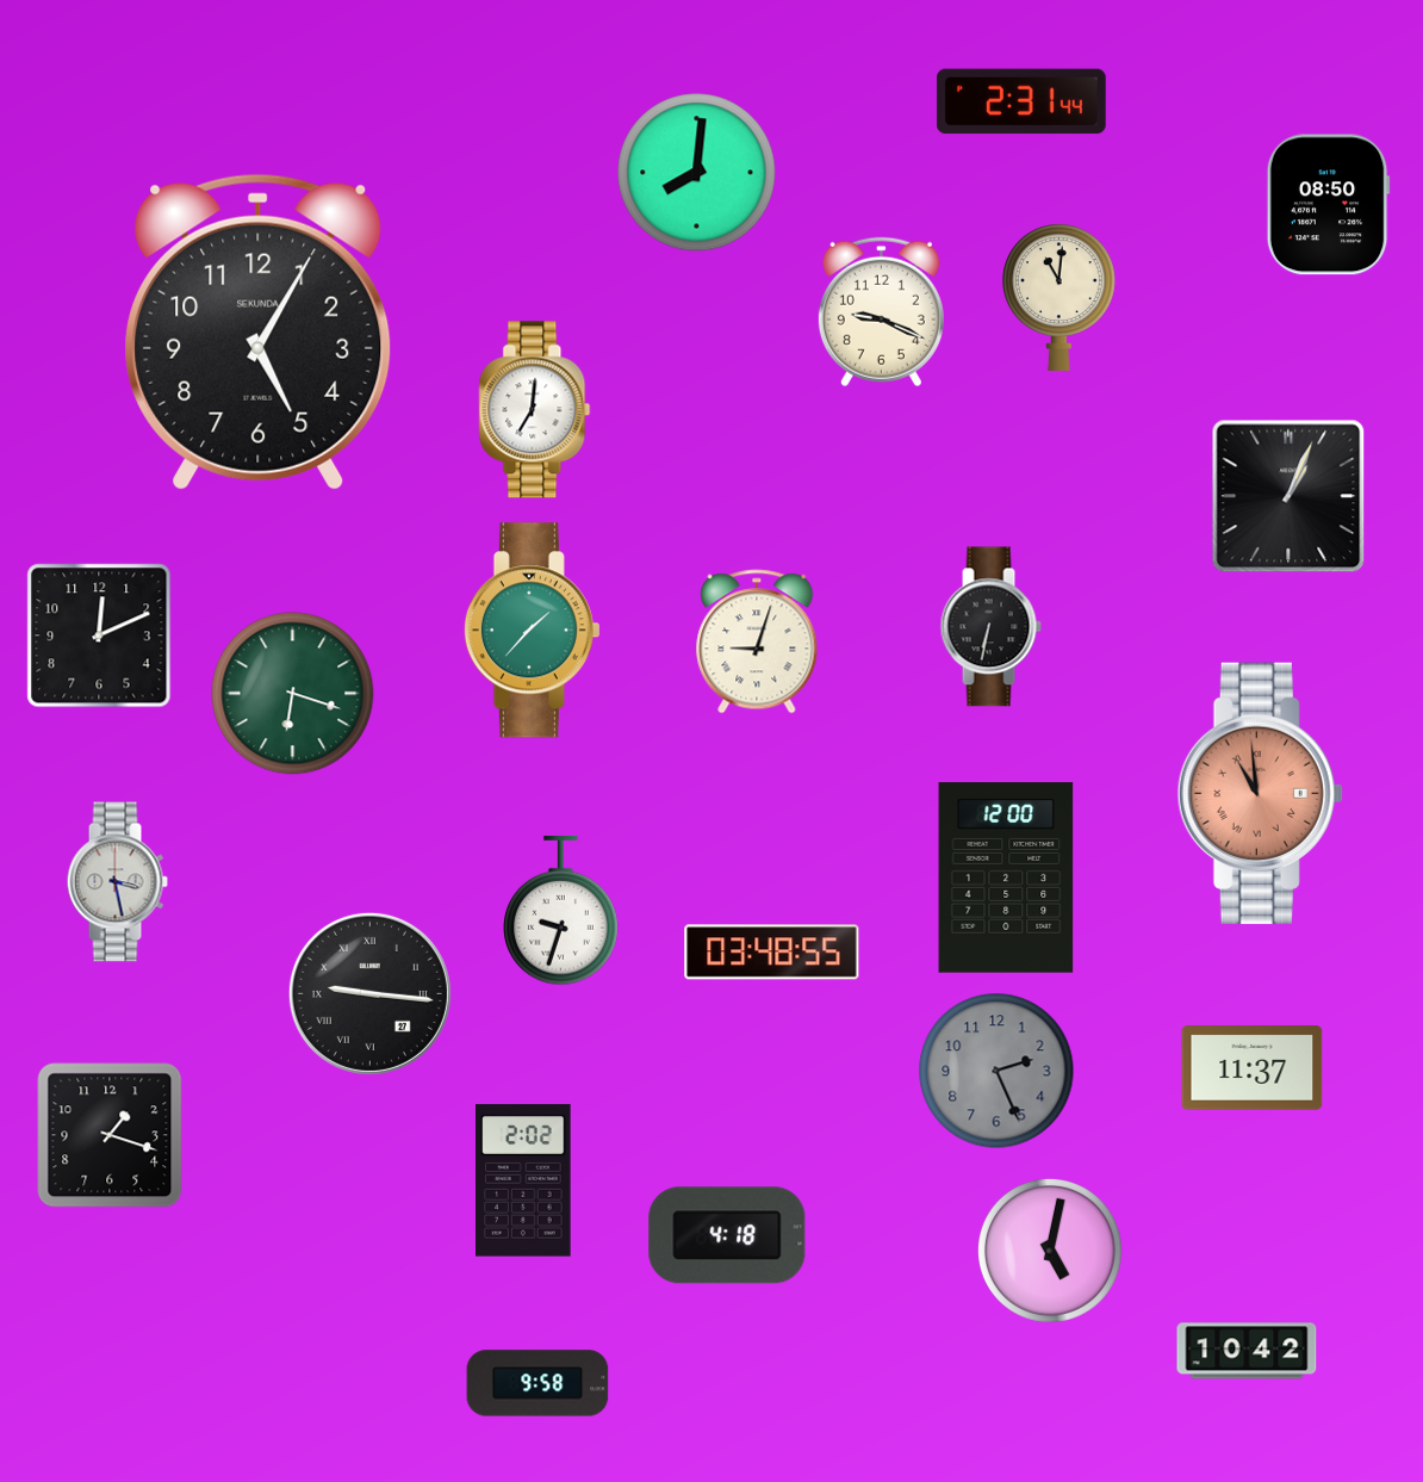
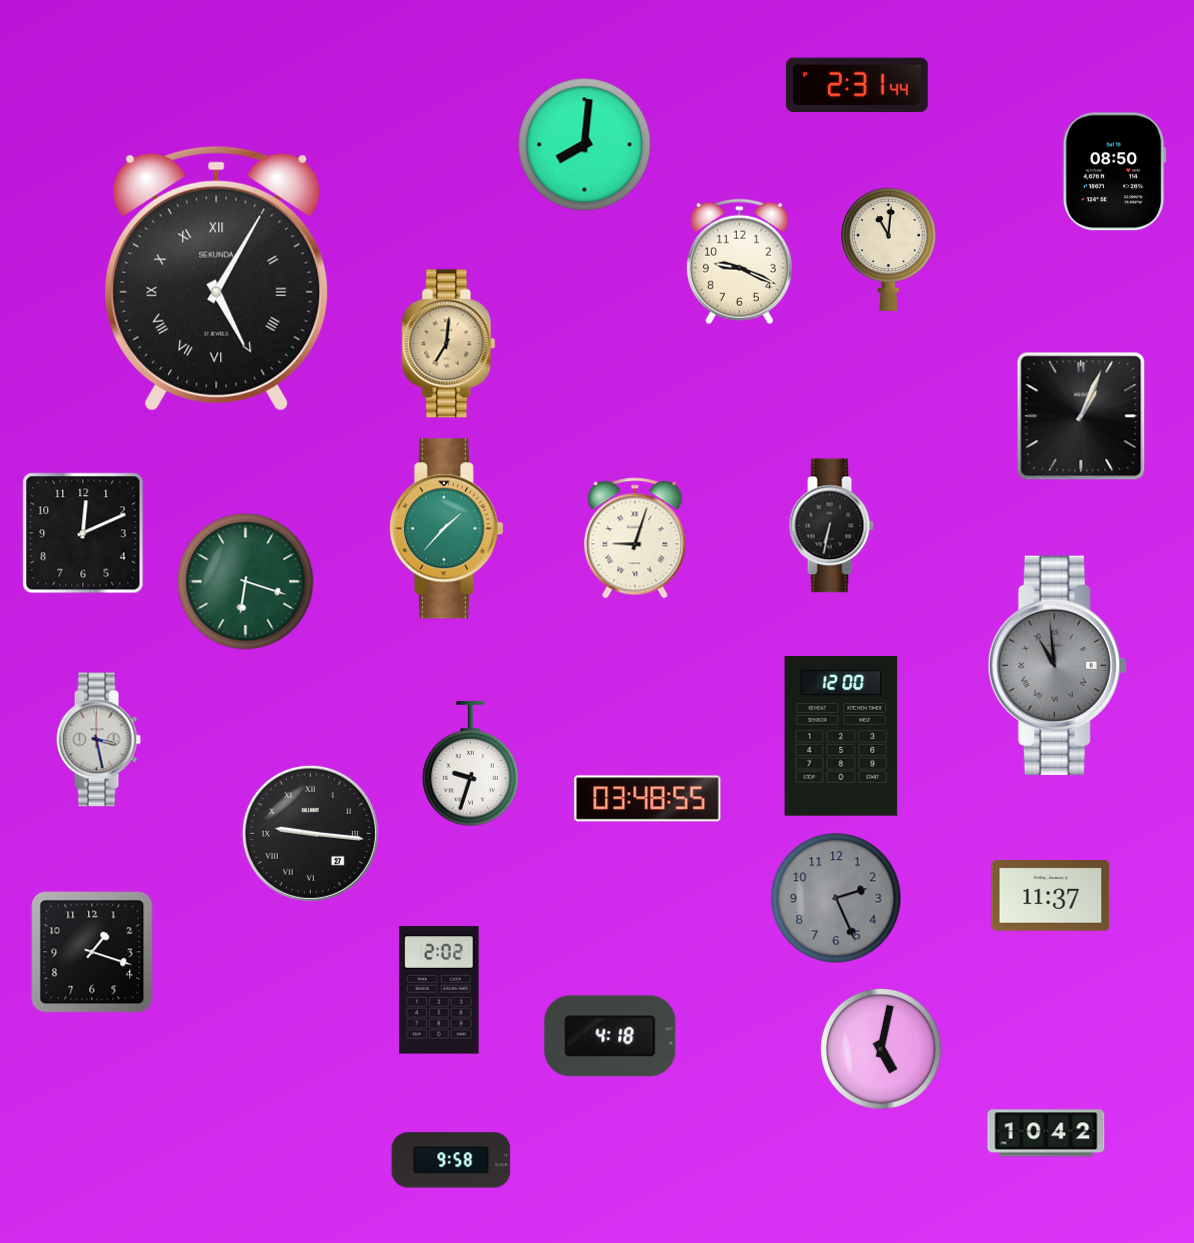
clock at (259, 331) numerals: Arabic -> Roman
clock at (535, 410) dial: white -> champagne
clock at (1260, 793) dial: salmon -> grey
clock at (1006, 878) position: (1006, 878) -> (841, 736)
